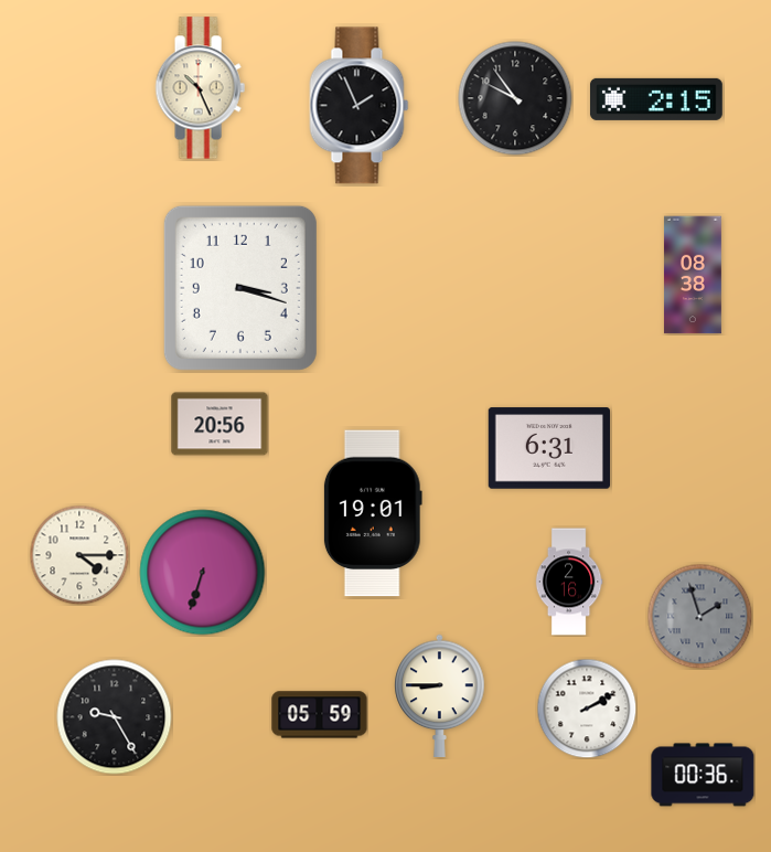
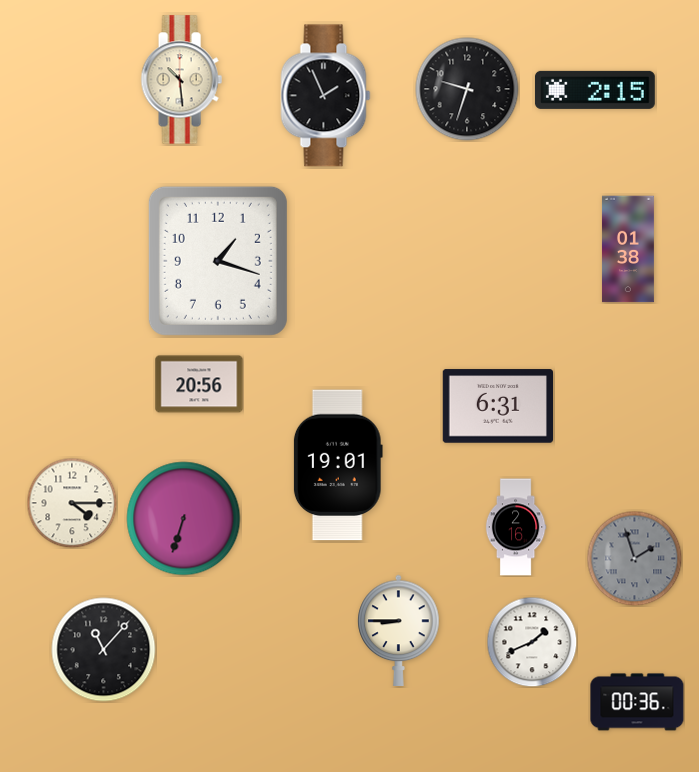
clock at (200, 88): 10:26 -> 10:29
clock at (515, 98): 9:54 -> 9:33
clock at (693, 275): 08:38 -> 01:38
clock at (240, 288): 3:18 -> 1:18
clock at (587, 709): 2:10 -> 1:41
clock at (320, 715): 05:59 -> none
clock at (115, 717): 9:25 -> 11:07
